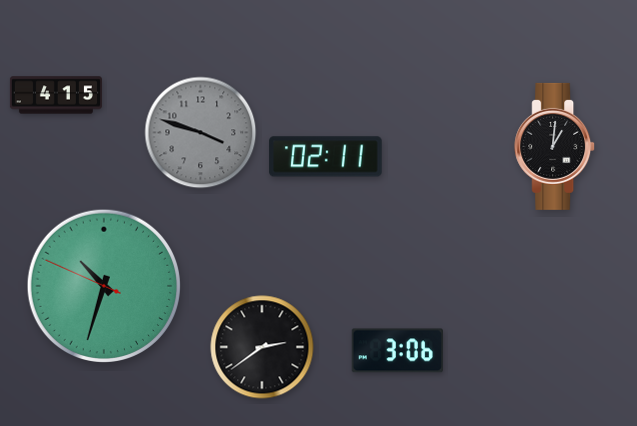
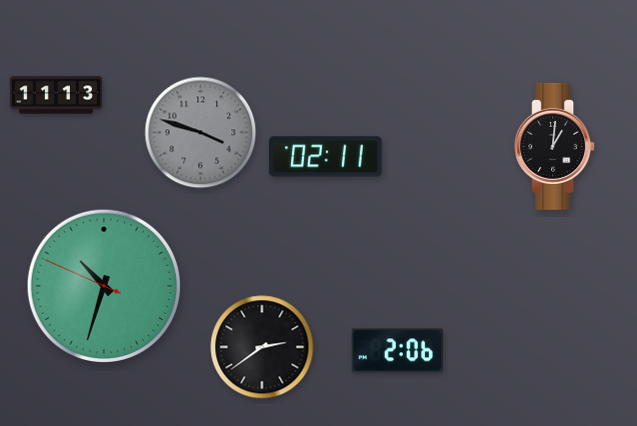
clock at (56, 95): 4:15 -> 11:13
clock at (397, 351): 3:06 -> 2:06
